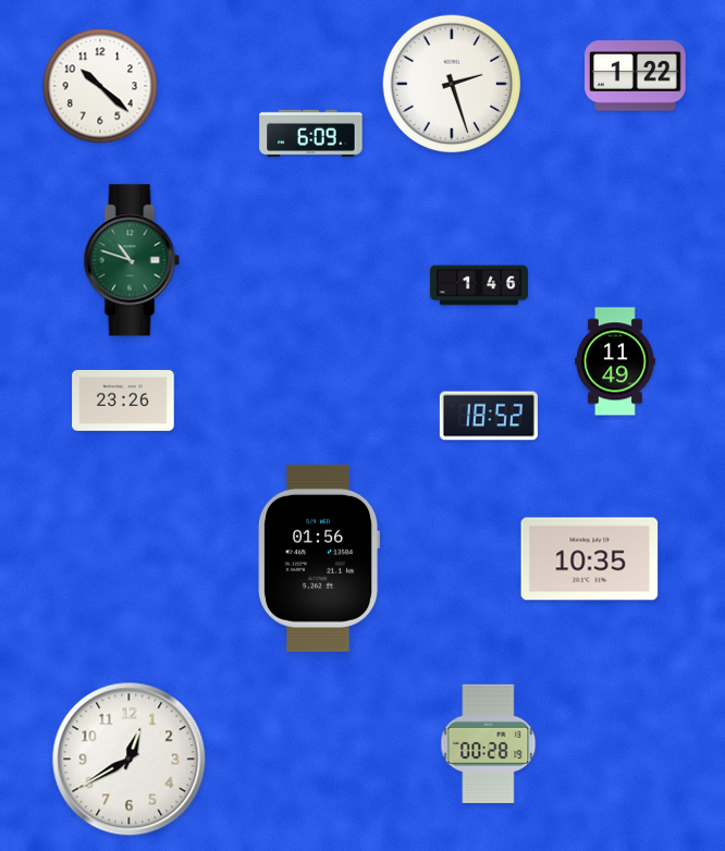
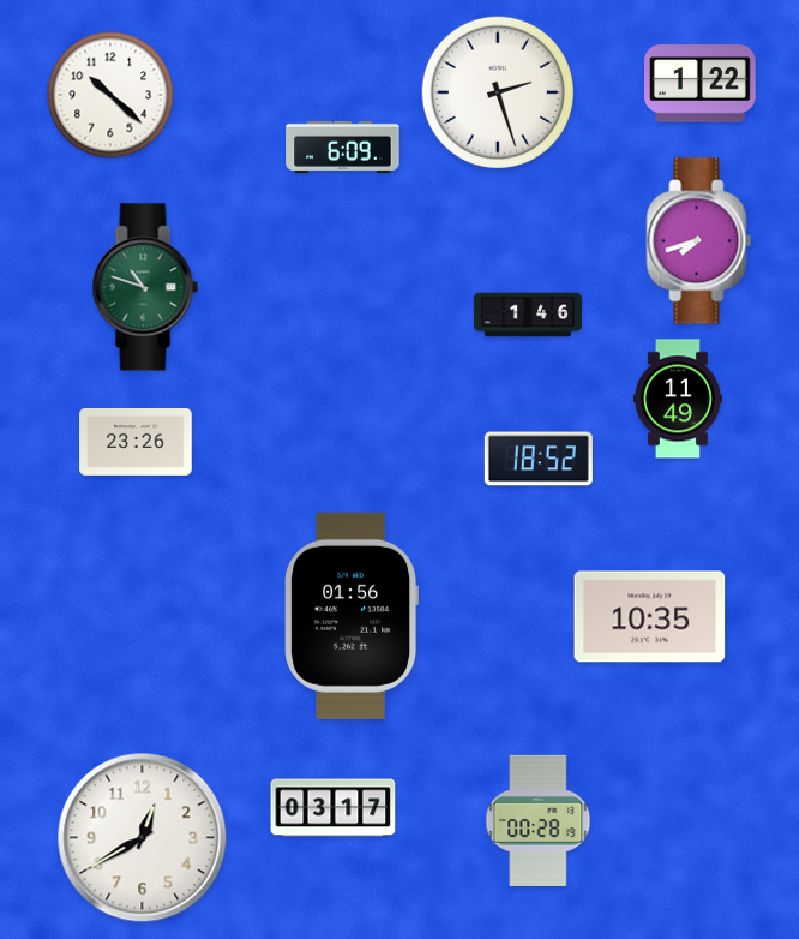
clock at (699, 241): none -> 7:42
clock at (334, 808): none -> 03:17
